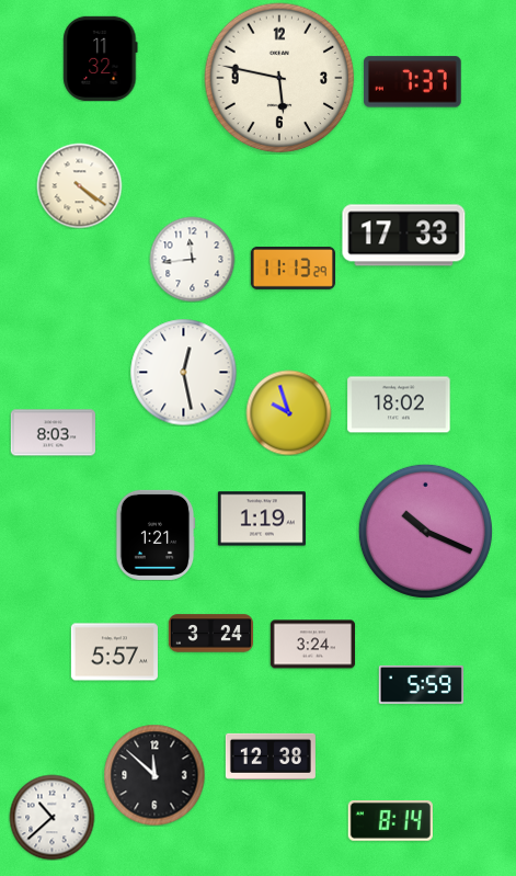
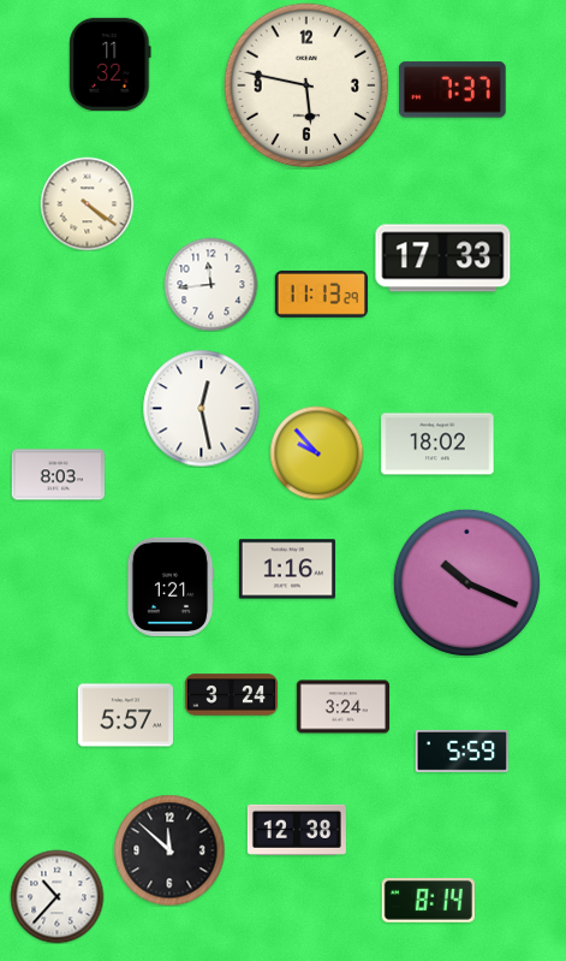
clock at (288, 412): 9:57 -> 9:53
clock at (262, 519): 1:19 -> 1:16
clock at (51, 817): 10:38 -> 10:37
